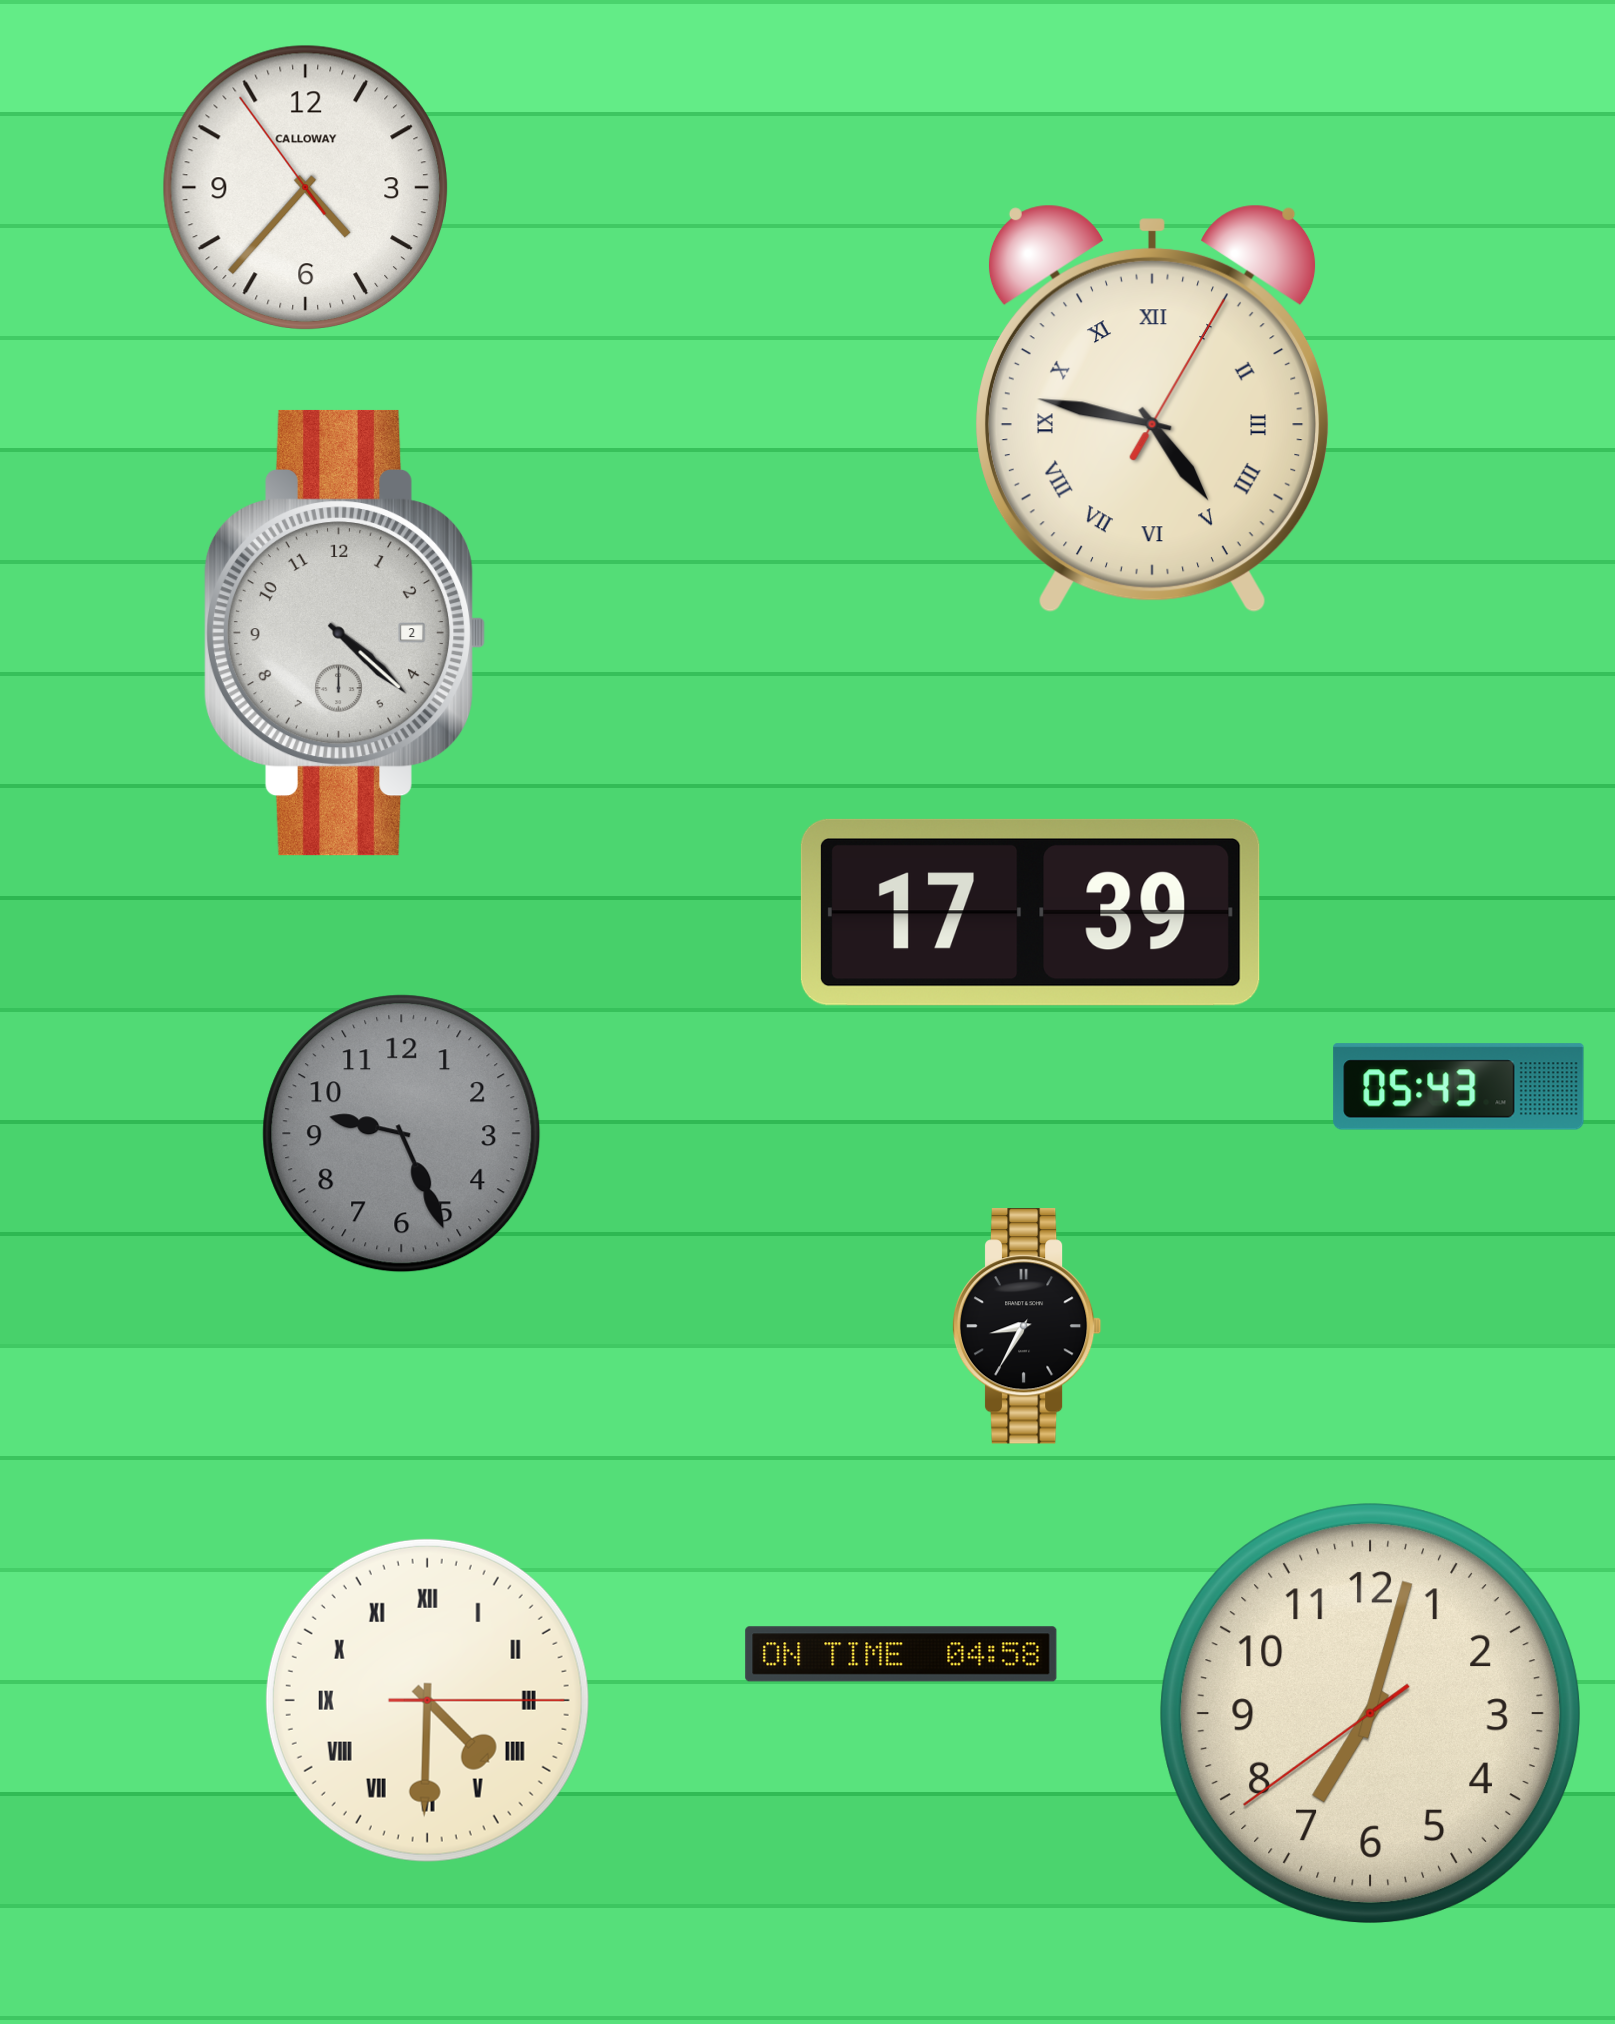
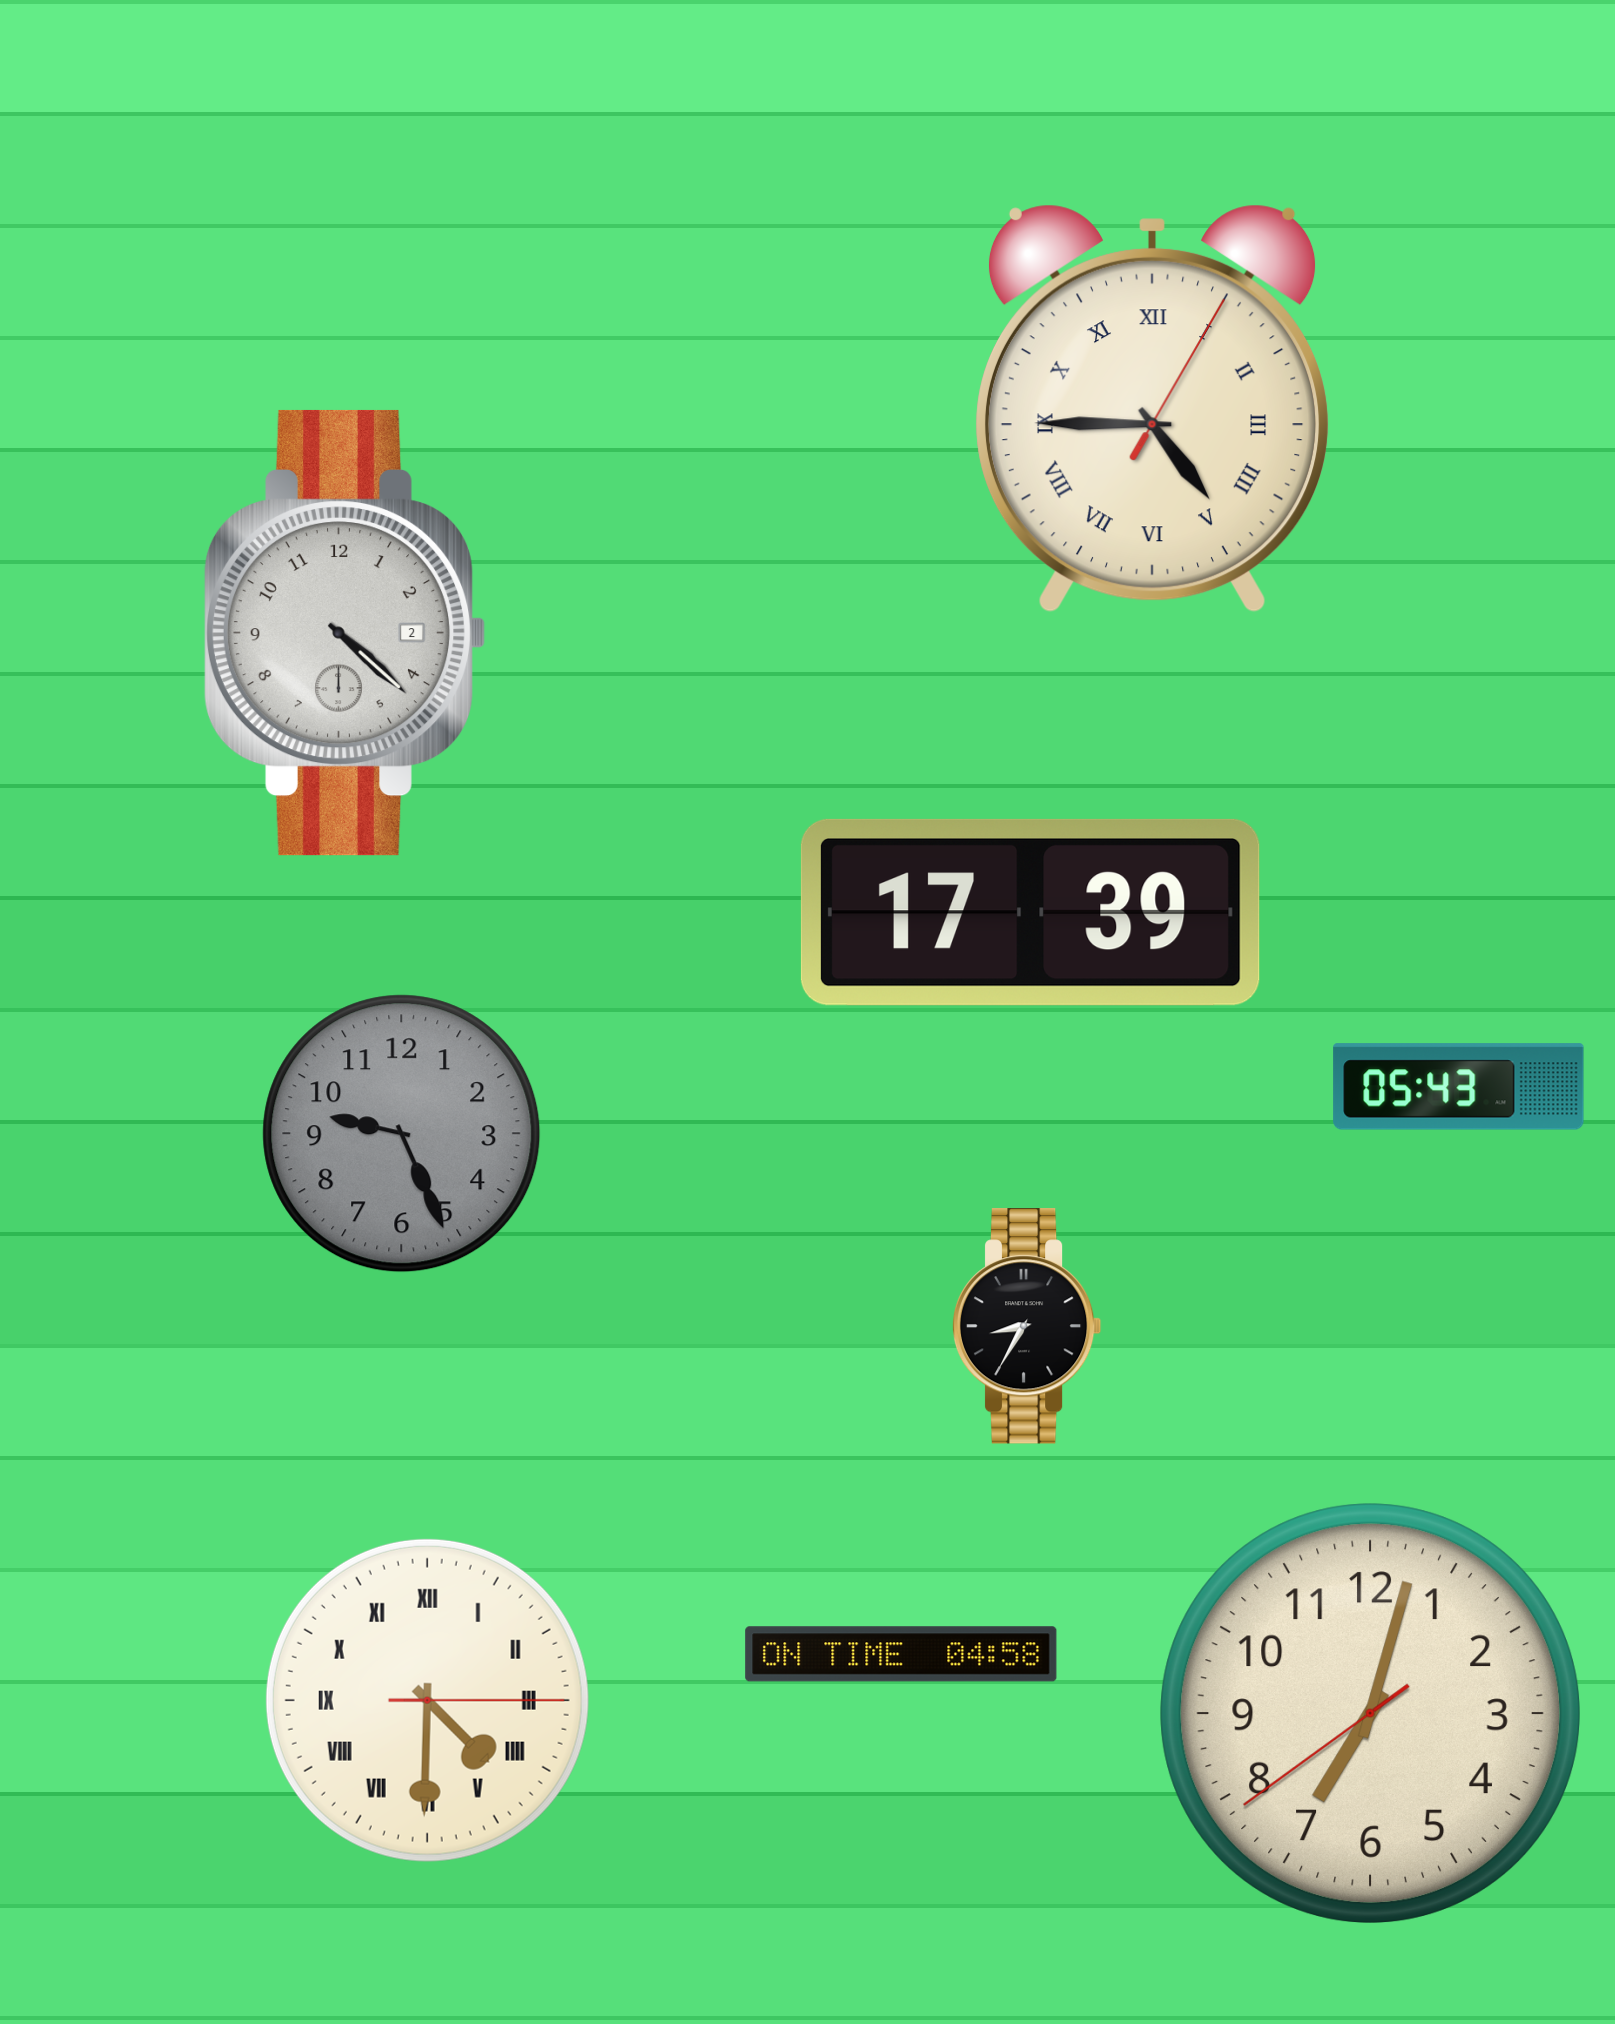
clock at (305, 187): 4:36 -> none
clock at (1152, 409): 4:47 -> 4:45
